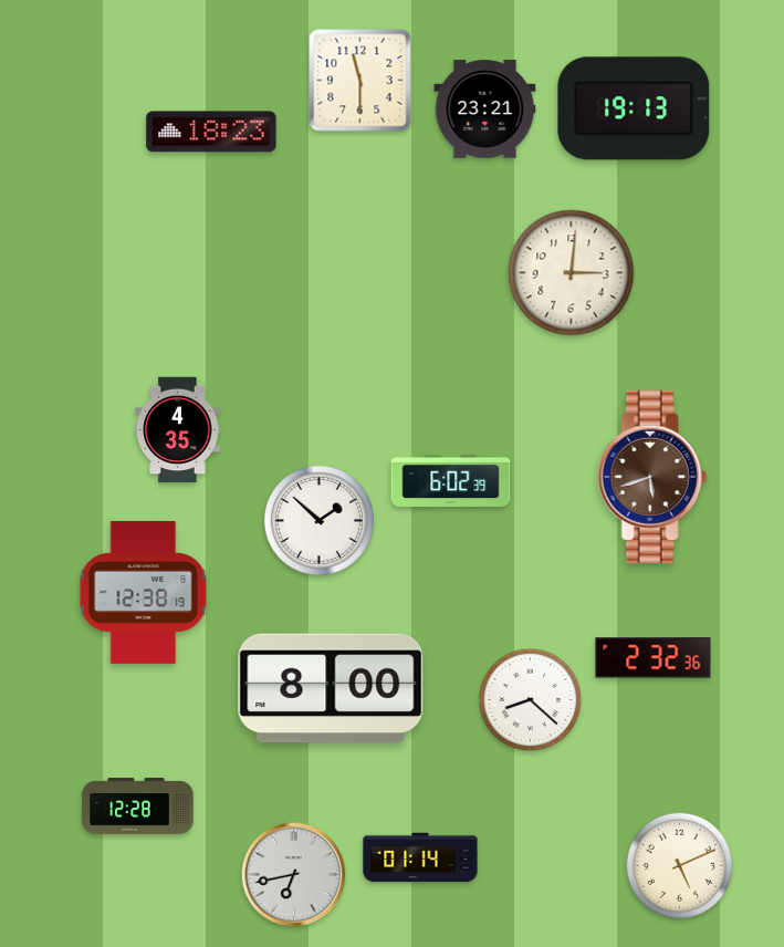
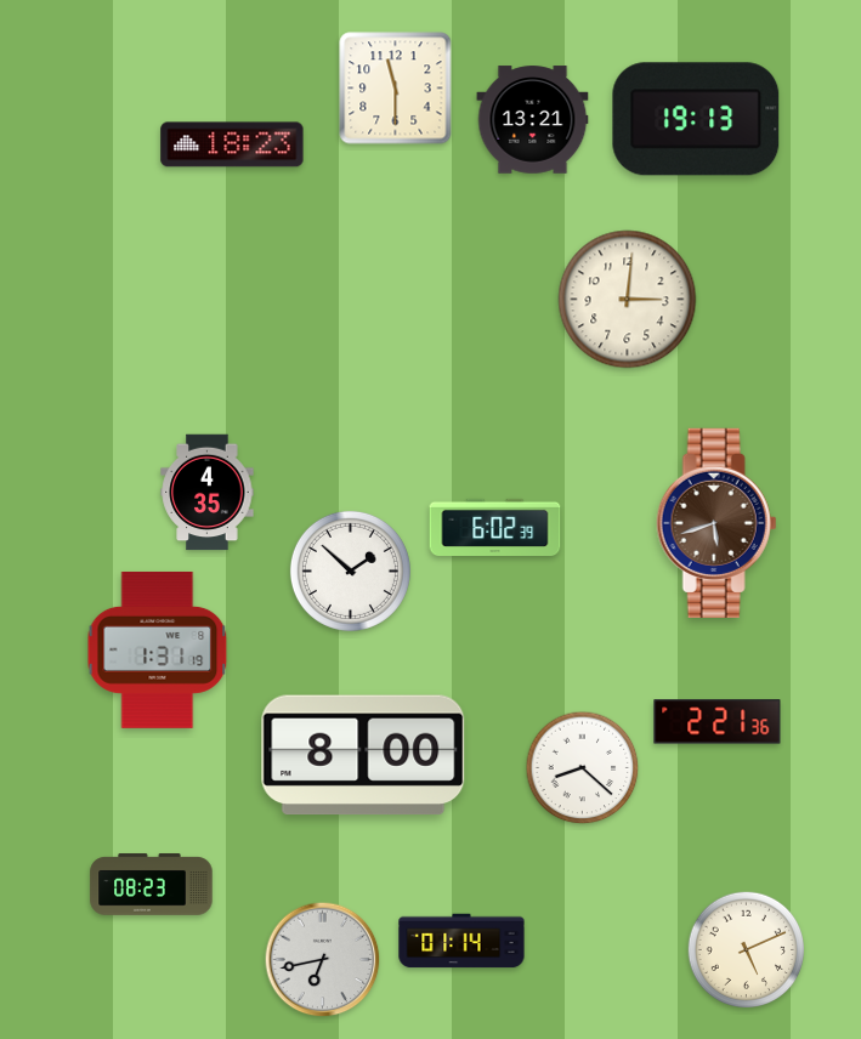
clock at (485, 110): 23:21 -> 13:21
clock at (178, 430) position: (178, 430) -> (208, 493)
clock at (144, 592): 12:38 -> 1:31
clock at (654, 658): 2:32 -> 2:21
clock at (138, 806): 12:28 -> 08:23
